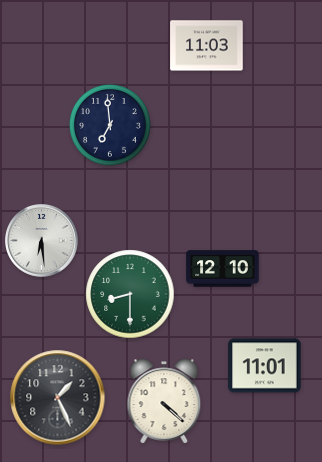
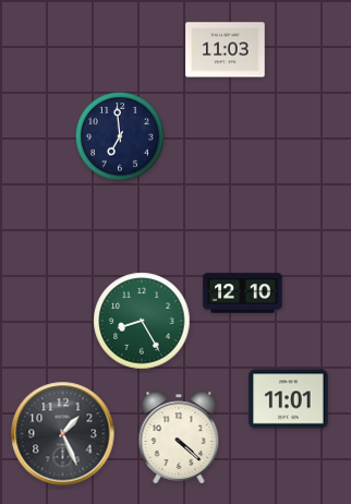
clock at (42, 241): 6:29 -> none
clock at (130, 294): 8:30 -> 8:25
